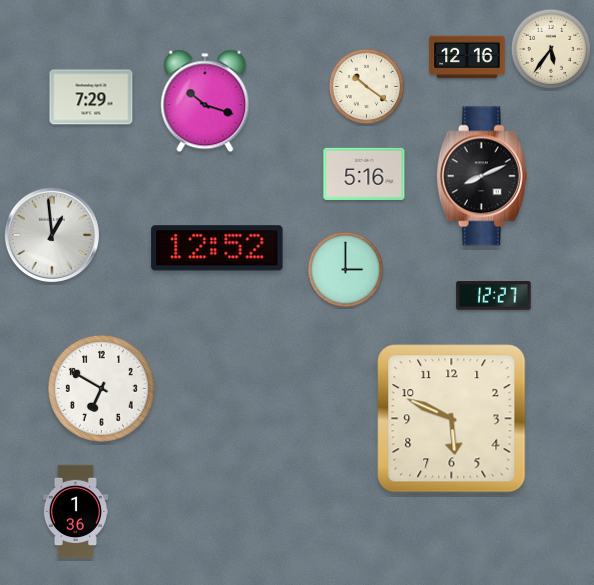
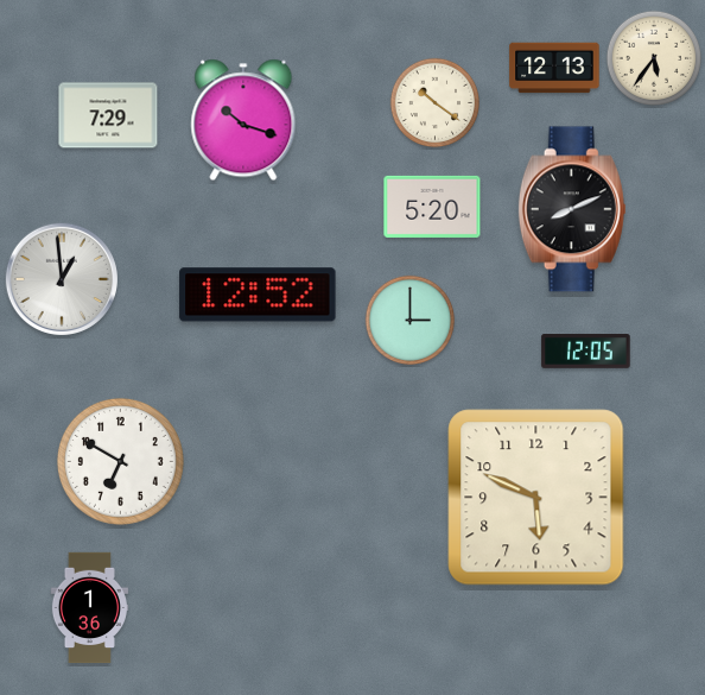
clock at (467, 57): 12:16 -> 12:13
clock at (364, 174): 5:16 -> 5:20
clock at (494, 296): 12:27 -> 12:05
